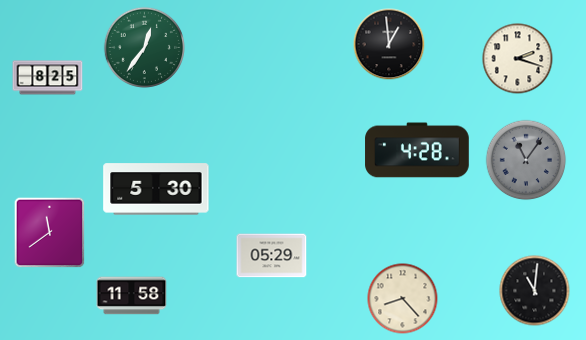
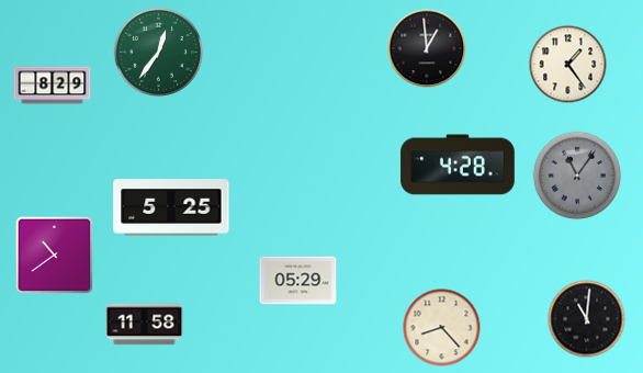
clock at (518, 59): 2:18 -> 1:24
clock at (48, 78): 8:25 -> 8:29
clock at (156, 189): 5:30 -> 5:25
clock at (50, 233): 11:39 -> 10:39
